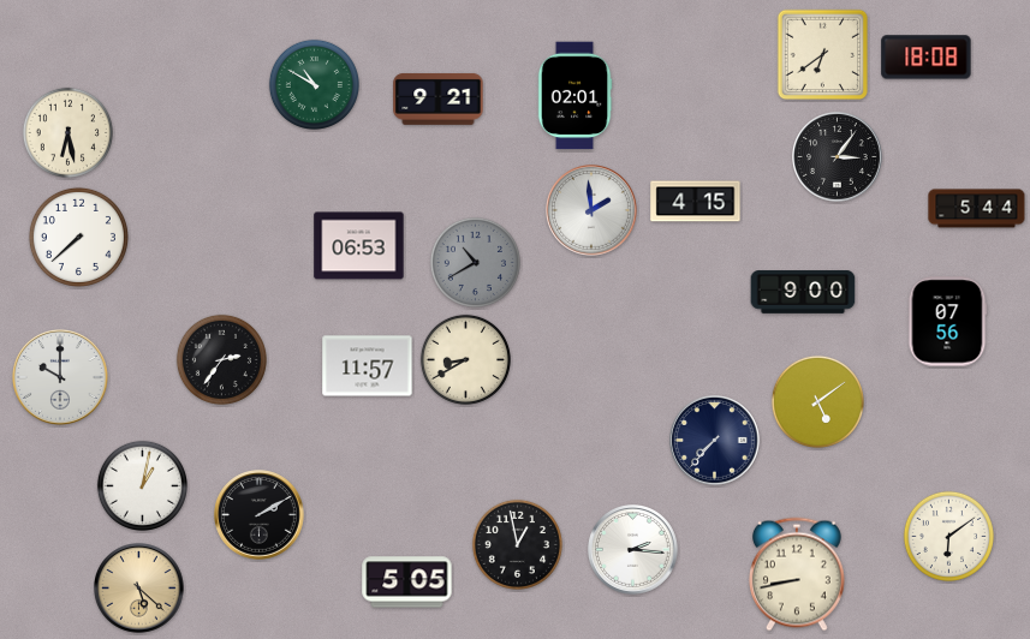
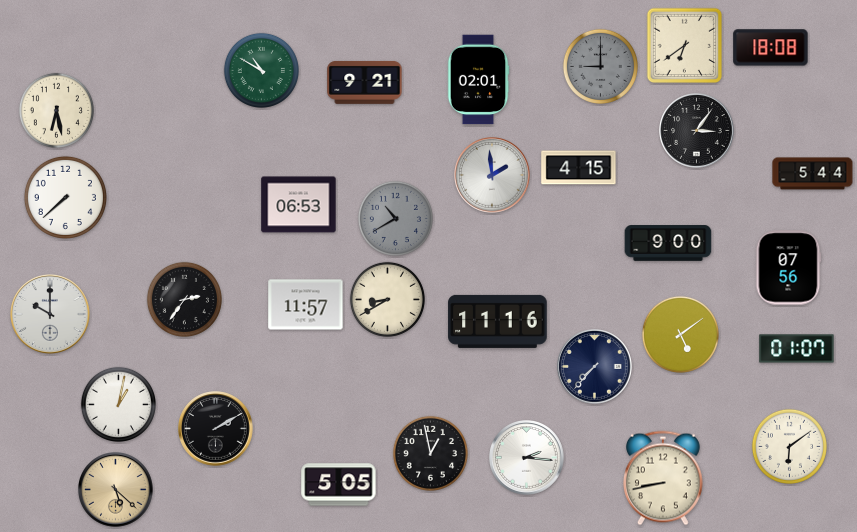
clock at (600, 66): none -> 9:00
clock at (498, 321): none -> 11:16
clock at (797, 349): none -> 01:07
